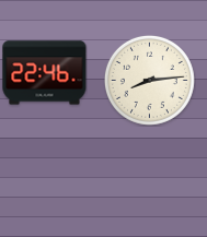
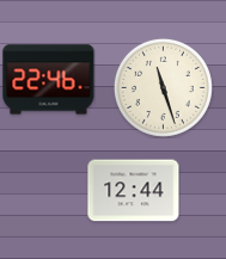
clock at (149, 80): 8:14 -> 11:27
clock at (134, 191): none -> 12:44
